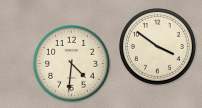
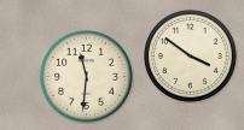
clock at (72, 64): 4:31 -> 11:31
